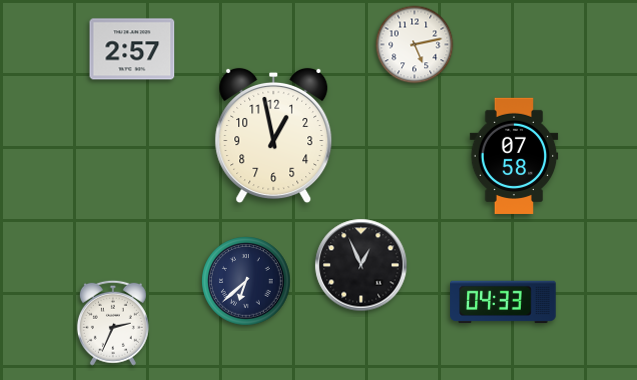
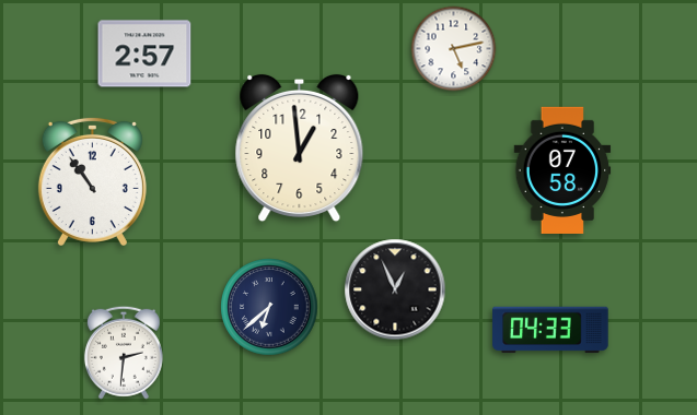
clock at (274, 136): 12:58 -> 12:59
clock at (92, 181): none -> 10:54
clock at (113, 323): 2:34 -> 2:31
